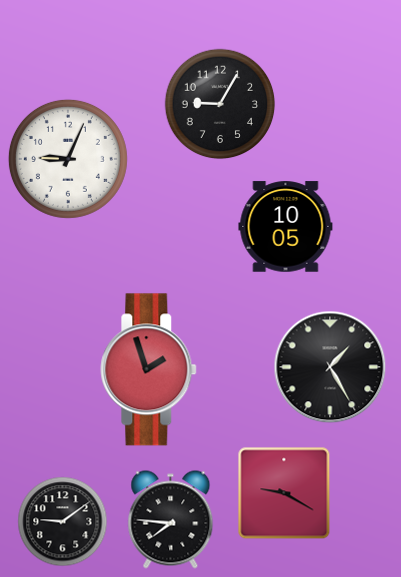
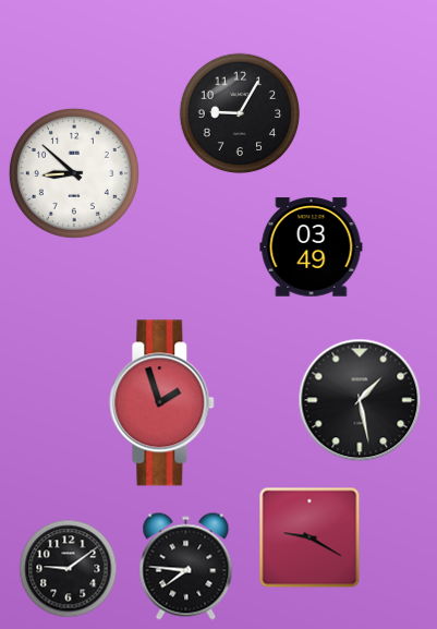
clock at (68, 159): 9:04 -> 8:52
clock at (286, 227): 10:05 -> 03:49
clock at (330, 367): 1:25 -> 1:28
